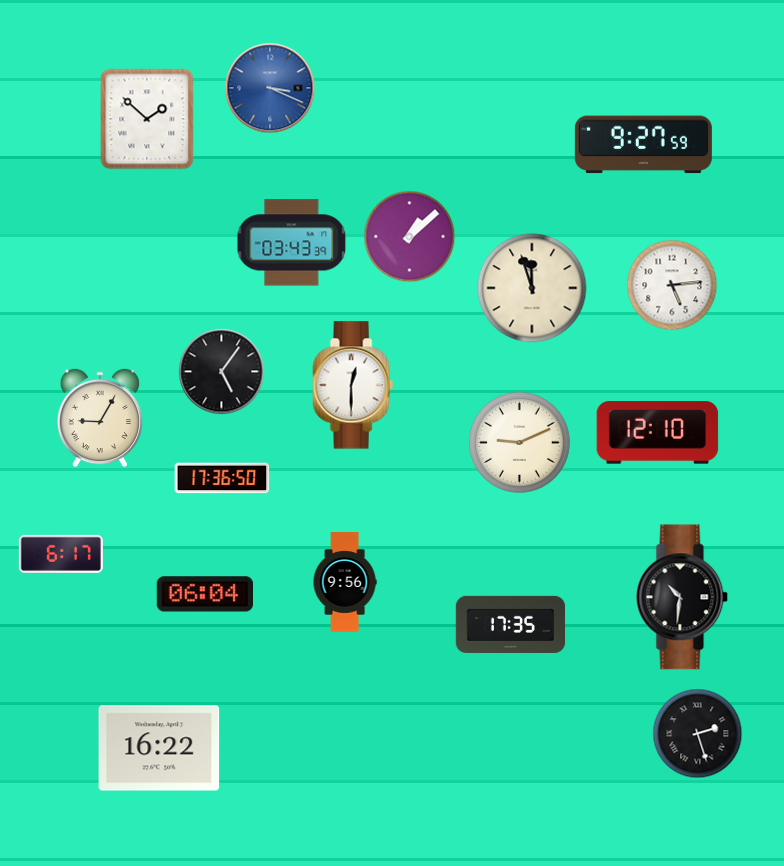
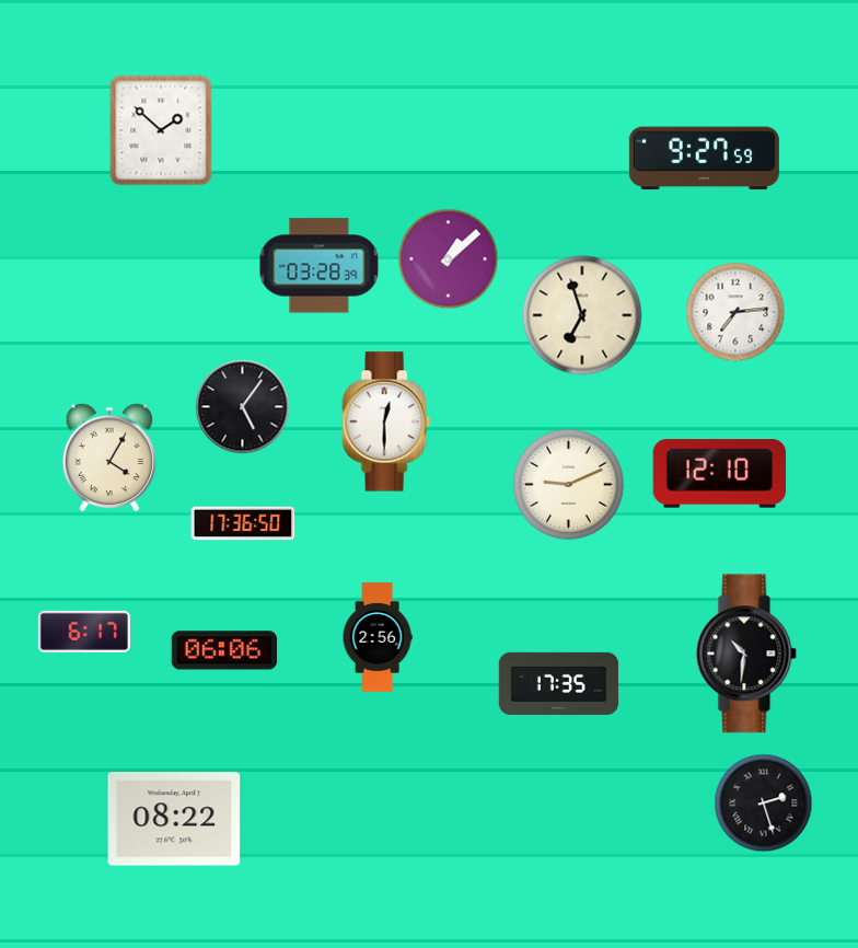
clock at (270, 88): 3:19 -> none
clock at (292, 243): 03:43 -> 03:28
clock at (672, 285): 5:14 -> 7:14
clock at (532, 288): 11:57 -> 6:57
clock at (100, 418): 9:05 -> 4:05
clock at (61, 554) position: (61, 554) -> (84, 632)
clock at (345, 582): 9:56 -> 2:56
clock at (204, 594): 06:04 -> 06:06
clock at (159, 748): 16:22 -> 08:22
